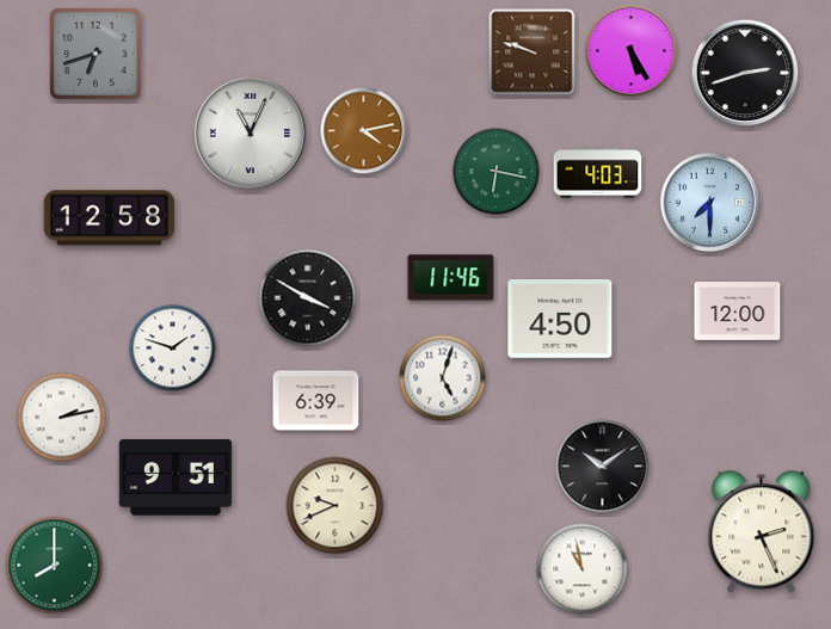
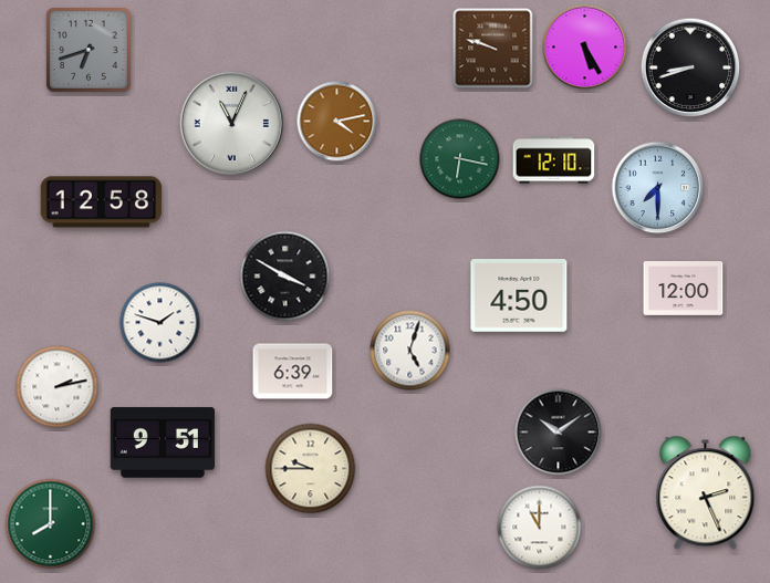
clock at (745, 73): 2:42 -> 8:42
clock at (598, 173): 4:03 -> 12:10
clock at (451, 278): 11:46 -> none
clock at (336, 506): 9:41 -> 9:45
clock at (583, 569): 10:58 -> 11:00
